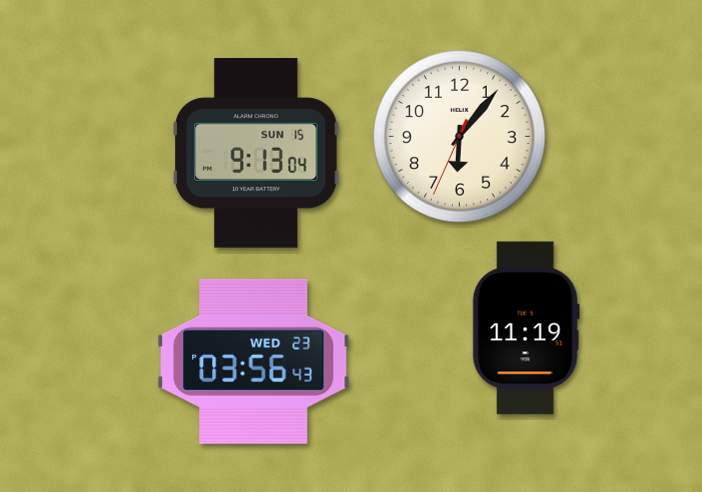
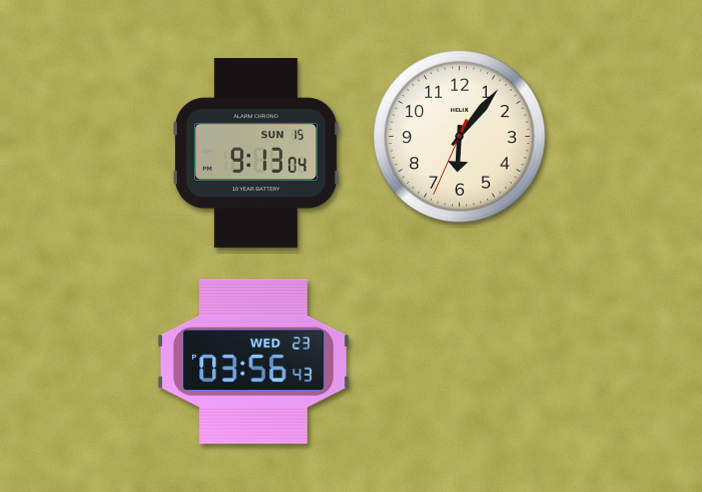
clock at (526, 328): 11:19 -> none
